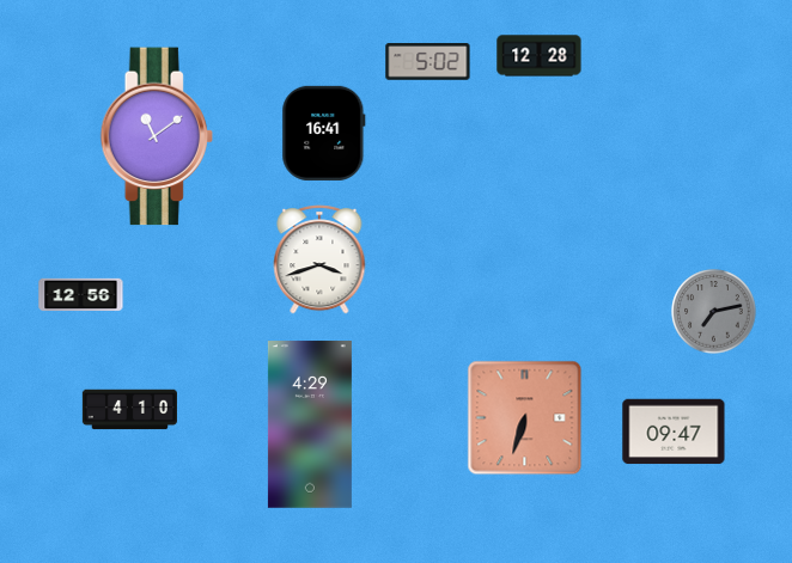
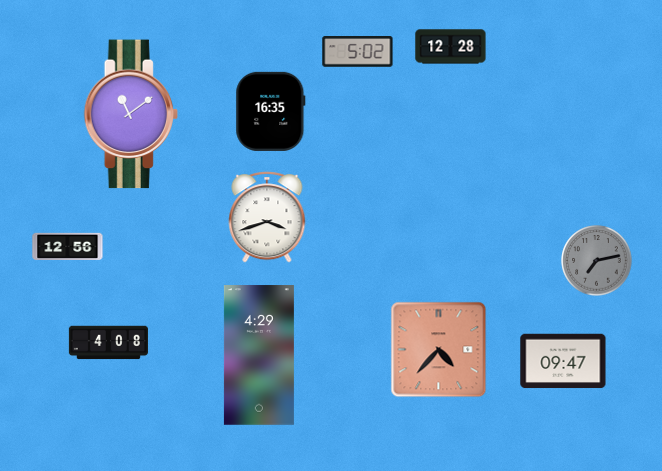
clock at (324, 133): 16:41 -> 16:35
clock at (129, 410): 4:10 -> 4:08
clock at (525, 418): 6:33 -> 4:37
